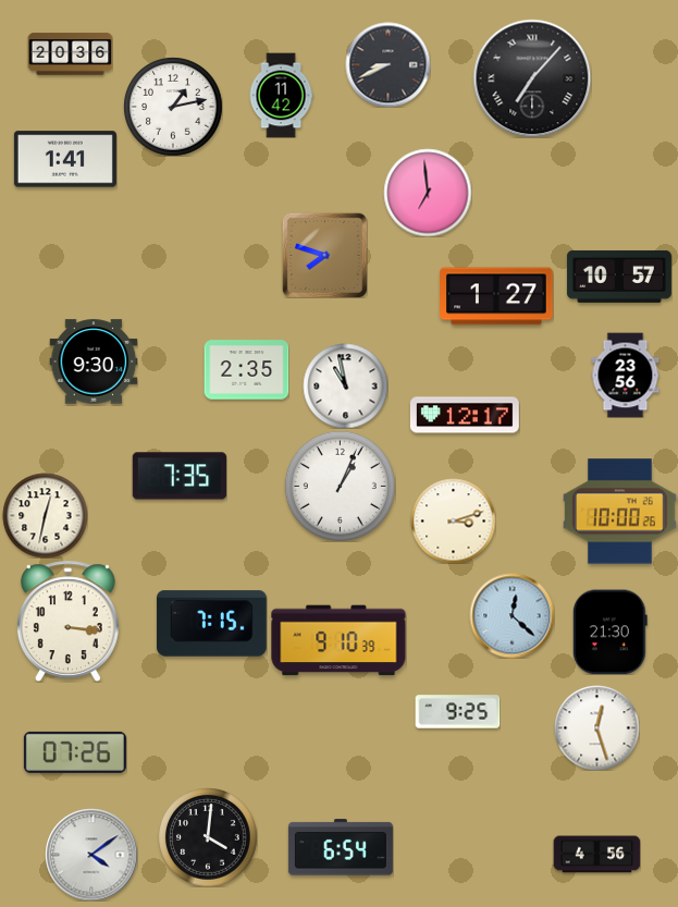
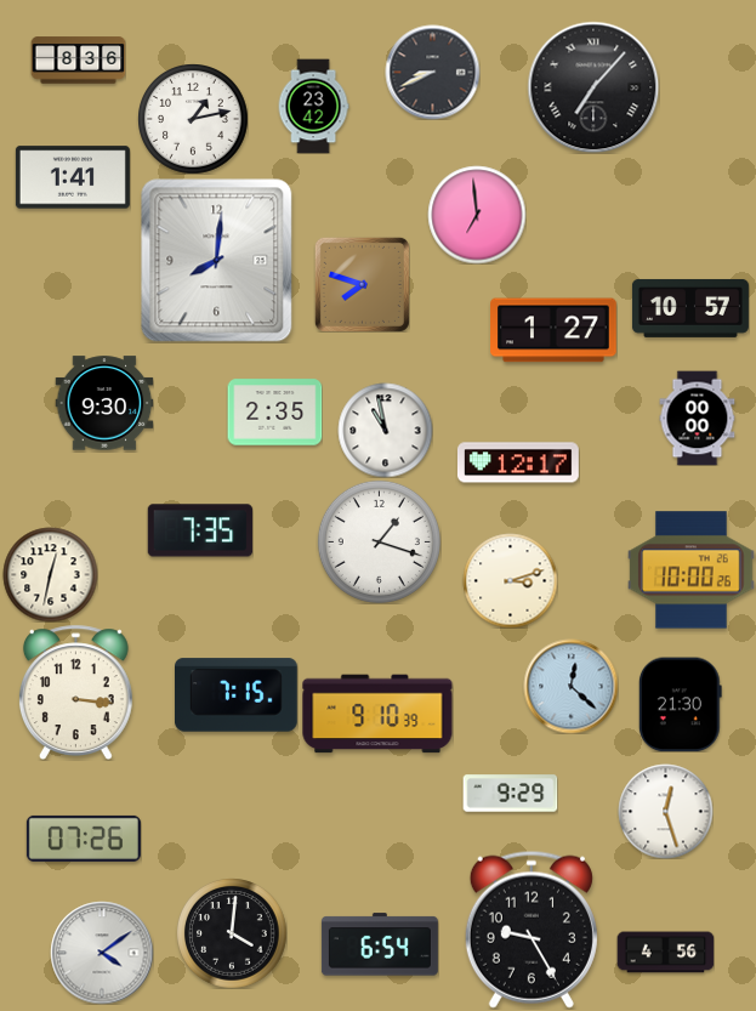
clock at (70, 54): 20:36 -> 8:36
clock at (281, 95): 11:42 -> 23:42
clock at (217, 261): none -> 8:01
clock at (626, 375): 23:56 -> 00:00
clock at (340, 486): 1:04 -> 1:18
clock at (453, 520) position: (453, 520) -> (510, 580)
clock at (457, 712): 9:25 -> 9:29
clock at (532, 930): none -> 9:25
